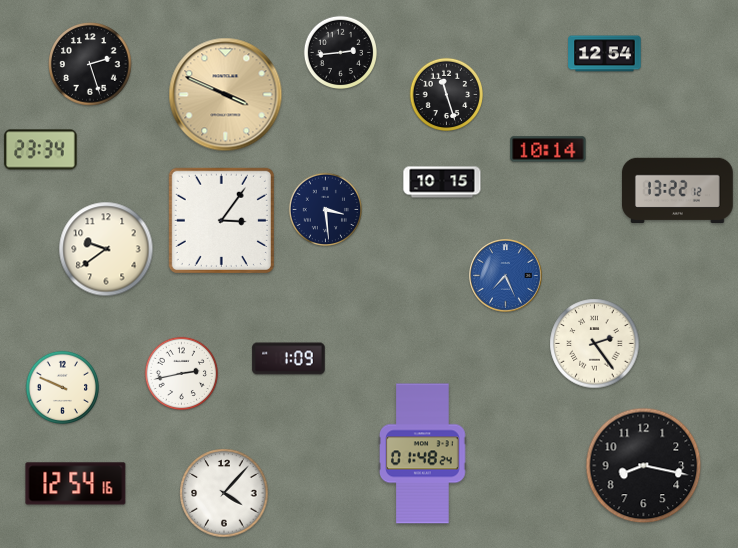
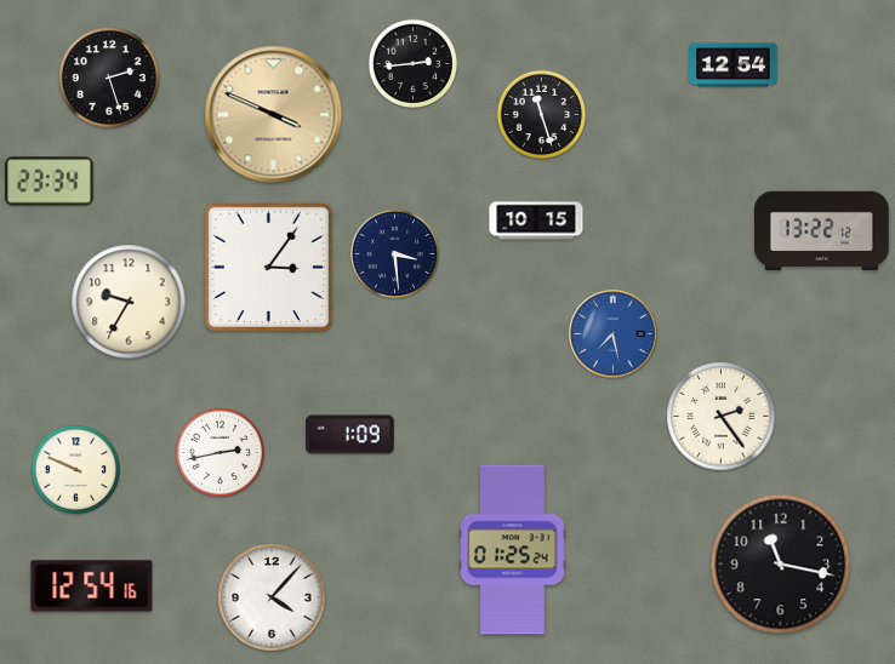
clock at (548, 149): 10:14 -> none
clock at (106, 249): 9:39 -> 9:35
clock at (506, 276): 7:26 -> 7:28
clock at (423, 454): 01:48 -> 01:25
clock at (644, 466): 8:17 -> 11:17
